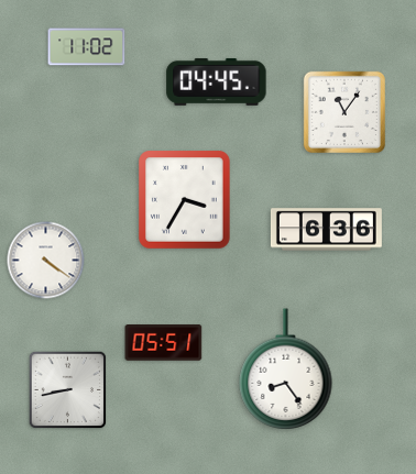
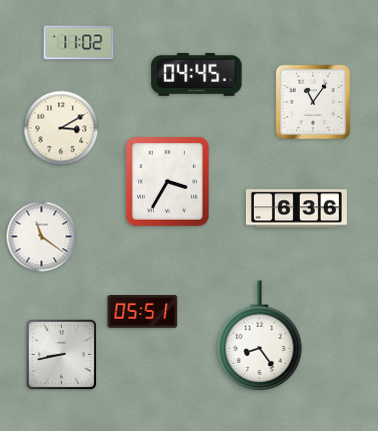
clock at (61, 128): none -> 3:10
clock at (46, 261): 4:21 -> 11:21
clock at (164, 343) position: (164, 343) -> (143, 312)
